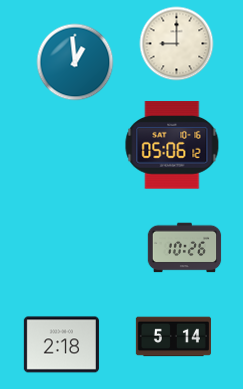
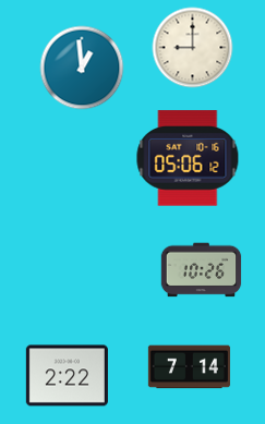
clock at (173, 337): 5:14 -> 7:14
clock at (61, 345): 2:18 -> 2:22
